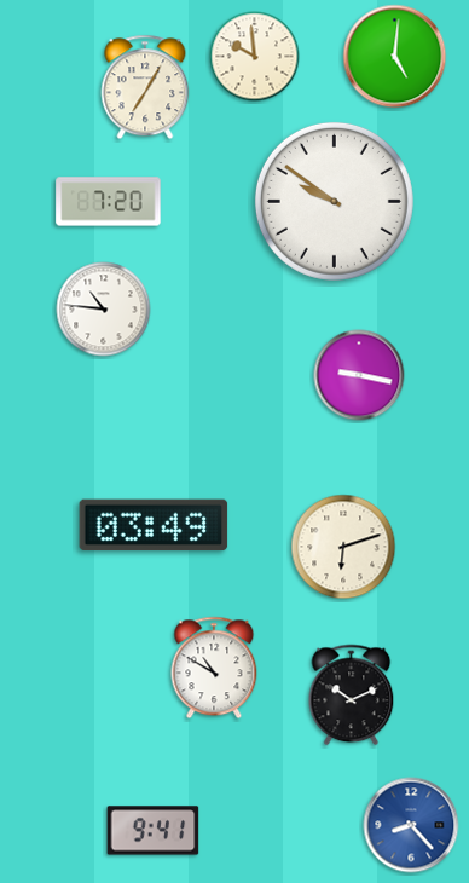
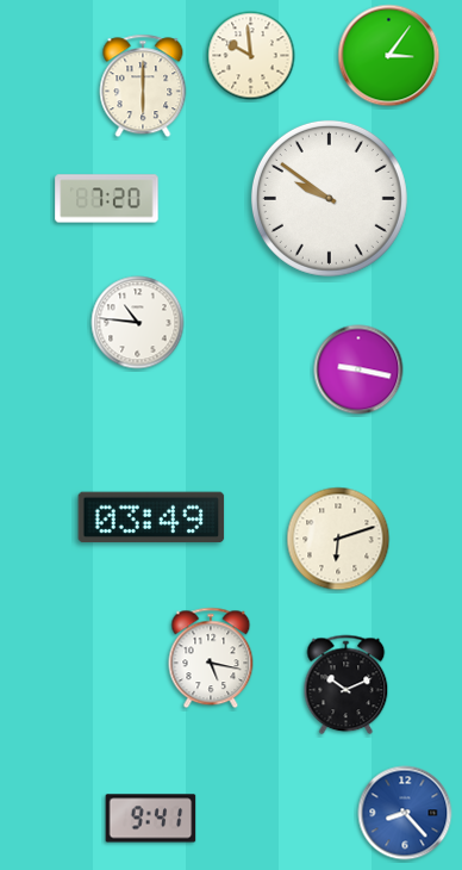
clock at (395, 57): 5:01 -> 3:06
clock at (145, 87): 7:05 -> 6:00
clock at (104, 310) position: (104, 310) -> (138, 323)
clock at (359, 375) position: (359, 375) -> (358, 369)
clock at (214, 668): 10:50 -> 5:17
